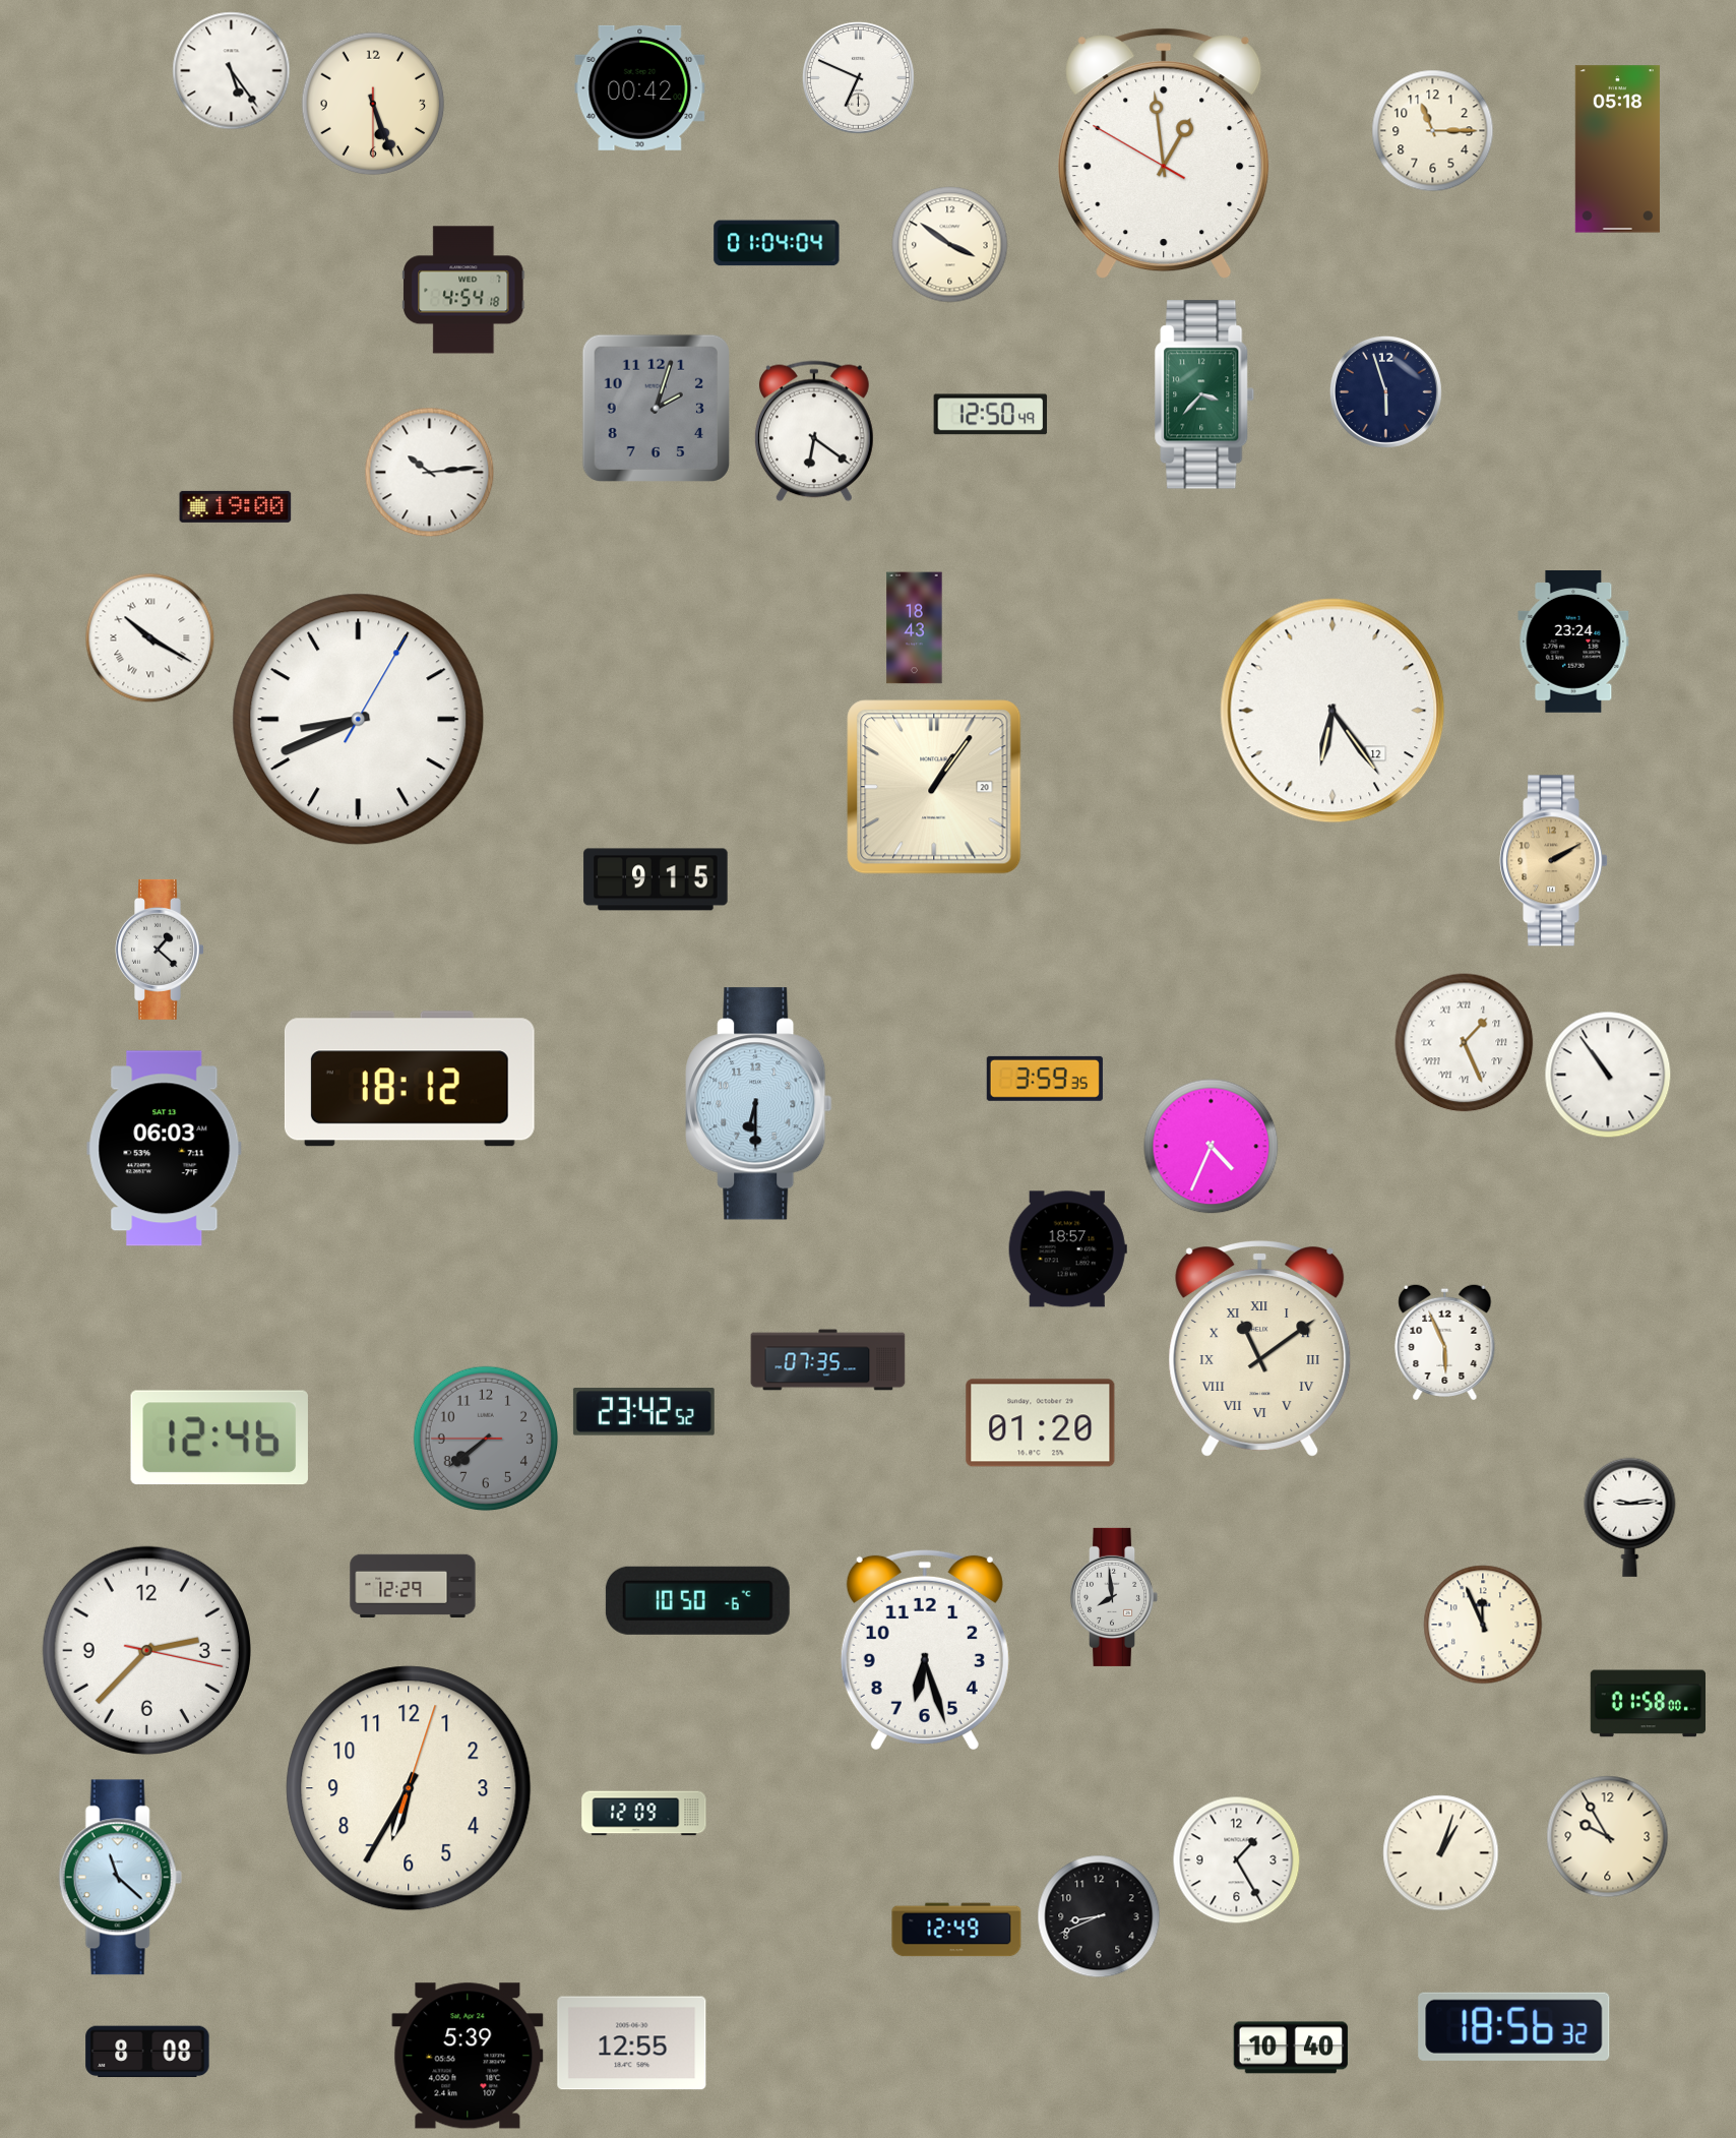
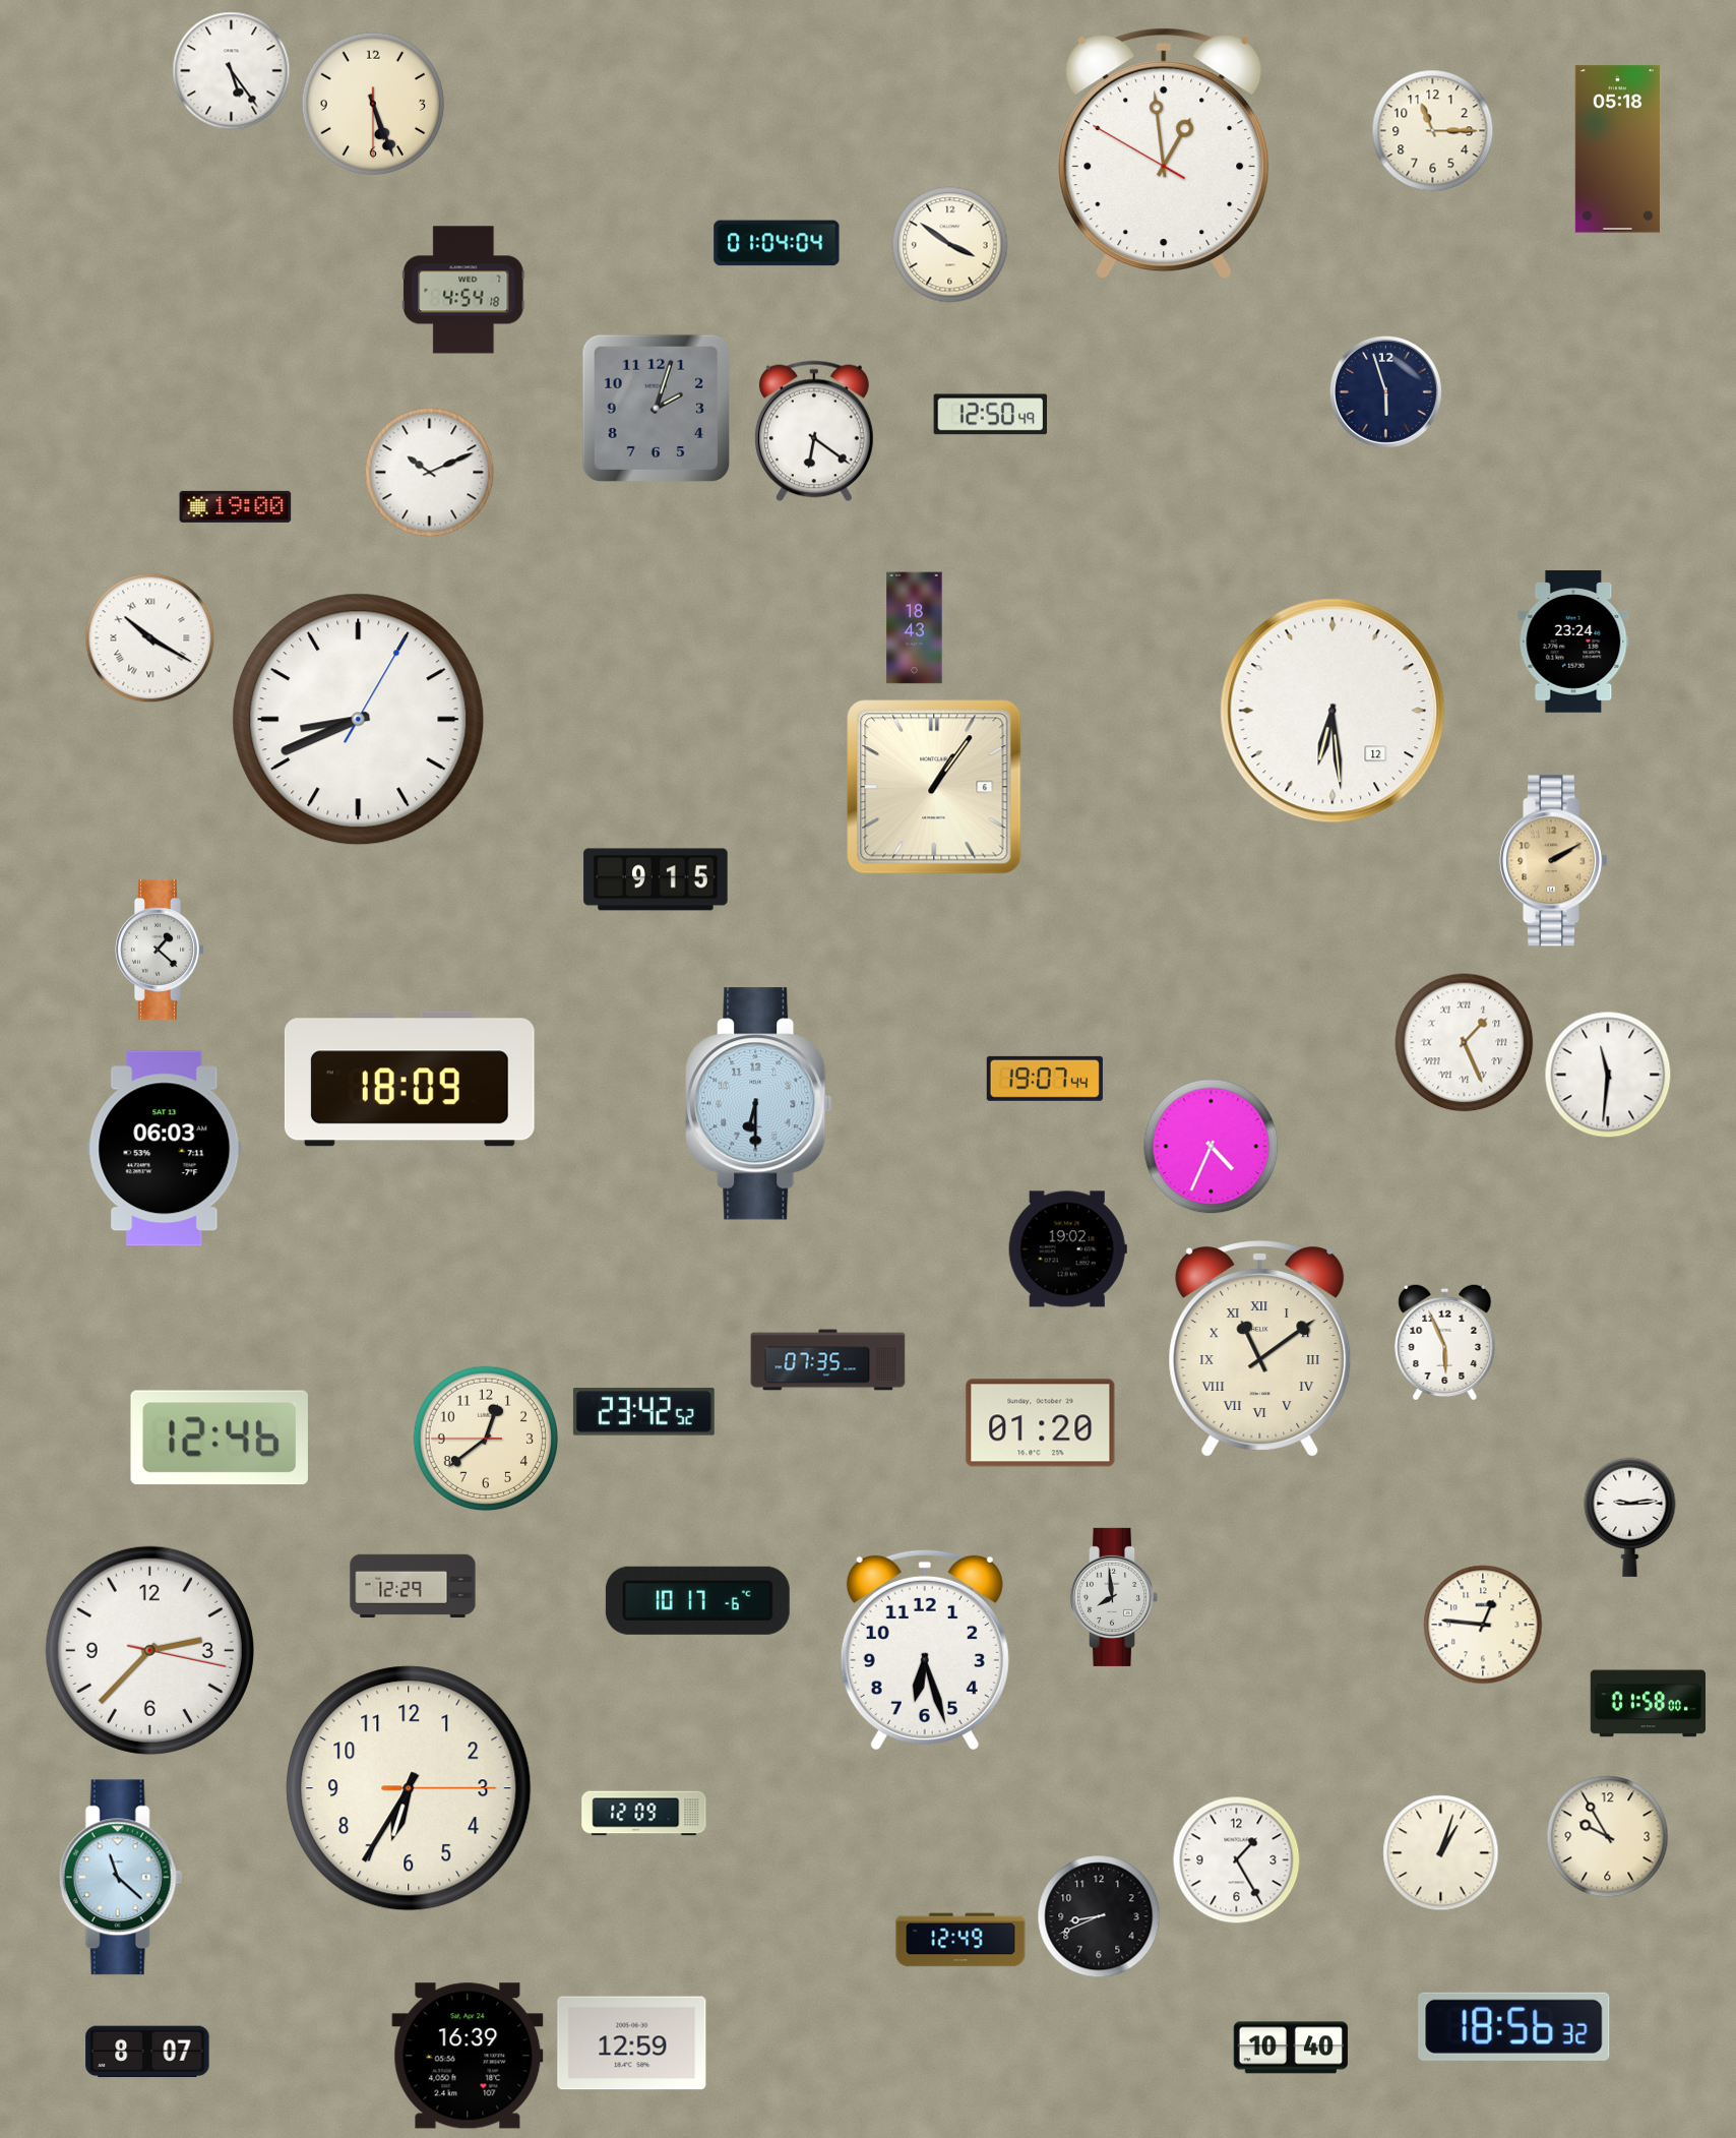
clock at (858, 77): 6:49 -> none
clock at (640, 87): 00:42 -> none
clock at (1204, 394): 3:37 -> none
clock at (430, 473): 10:14 -> 10:11
clock at (1332, 711): 6:24 -> 6:29
clock at (934, 787) date: 20 -> 6
clock at (1608, 1075): 10:54 -> 11:31
clock at (410, 1079): 18:12 -> 18:09
clock at (1045, 1079): 3:59 -> 19:07
clock at (1067, 1249): 18:57 -> 19:02
clock at (486, 1439): 7:38 -> 12:38
clock at (486, 1439) dial: grey -> cream
clock at (697, 1600): 10:50 -> 10:17
clock at (1483, 1625): 11:56 -> 12:46
clock at (146, 1650) position: (146, 1650) -> (149, 1650)
clock at (409, 1788): 6:35:03 -> 6:35:15
clock at (956, 1930) position: (956, 1930) -> (960, 1940)
clock at (632, 2043): 12:55 -> 12:59
clock at (147, 2052): 8:08 -> 8:07
clock at (468, 2056): 5:39 -> 16:39
